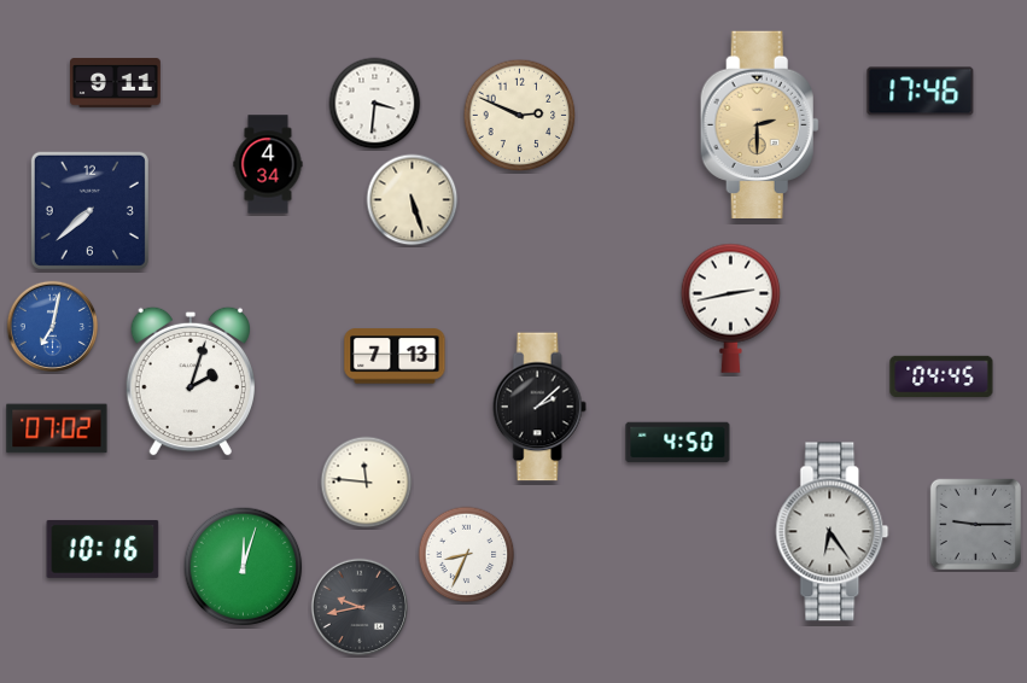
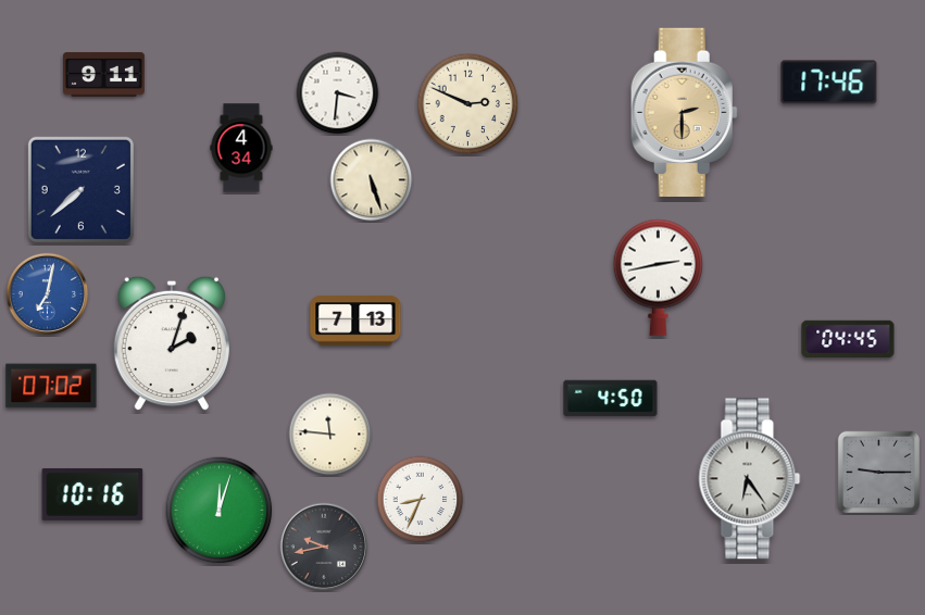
clock at (539, 407): 2:08 -> none
